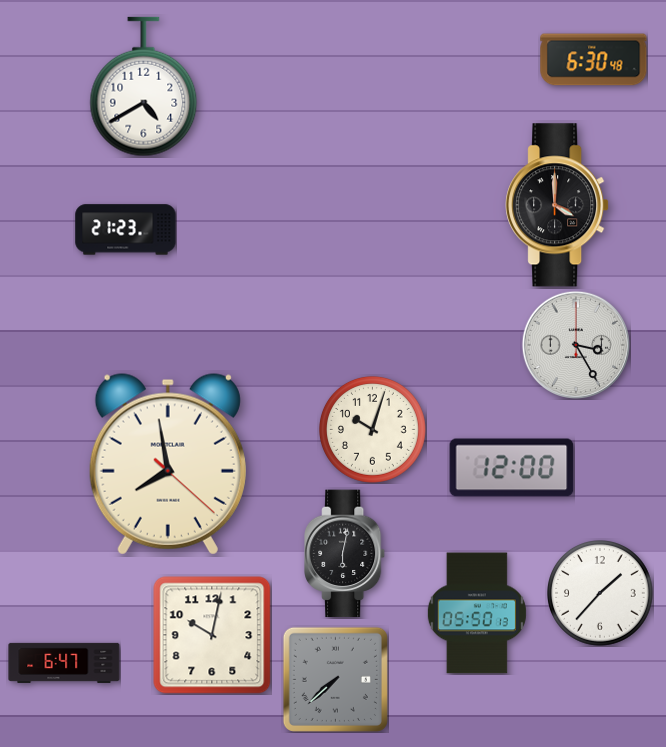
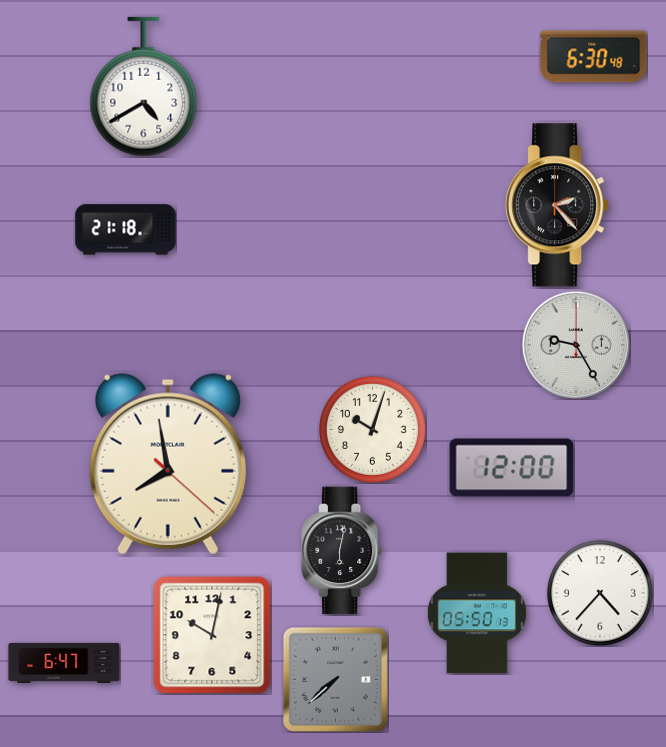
clock at (594, 60) position: (594, 60) -> (594, 57)
clock at (557, 205): 4:00 -> 2:23
clock at (126, 230): 21:23 -> 21:18
clock at (575, 344): 3:25 -> 9:25
clock at (346, 554) position: (346, 554) -> (343, 551)
clock at (601, 594): 1:37 -> 4:37
